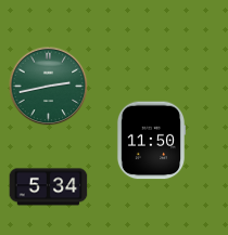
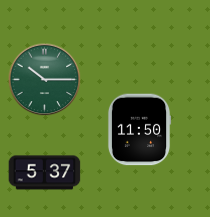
clock at (49, 87): 2:43 -> 10:15
clock at (49, 187): 5:34 -> 5:37
